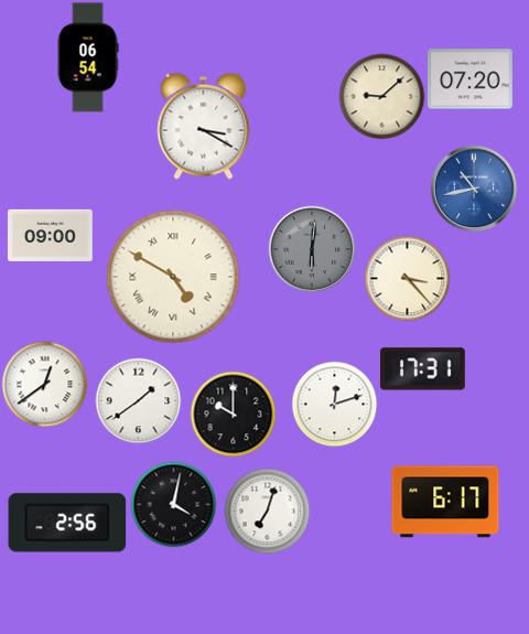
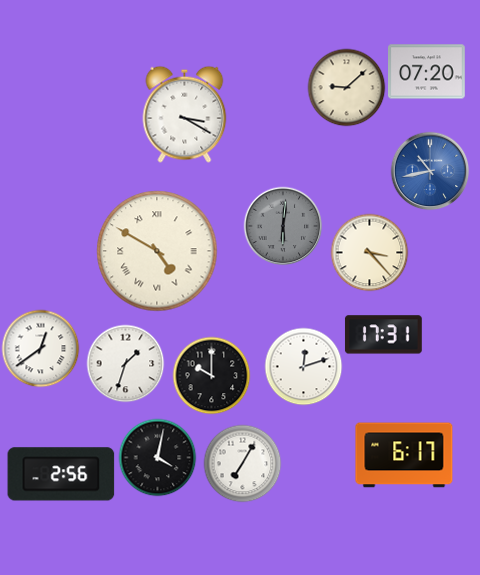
clock at (88, 57): 06:54 -> none
clock at (51, 235): 09:00 -> none
clock at (138, 400): 1:39 -> 1:33
clock at (267, 511): 7:03 -> 7:05
